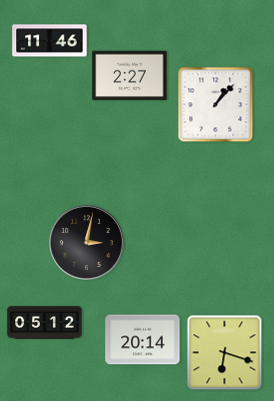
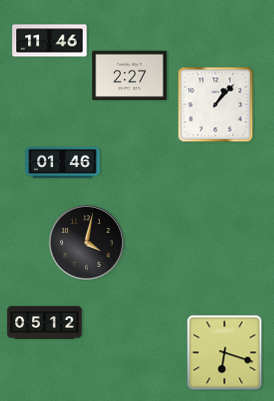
clock at (63, 163): none -> 01:46
clock at (87, 243): 3:02 -> 4:02
clock at (143, 340): 20:14 -> none
